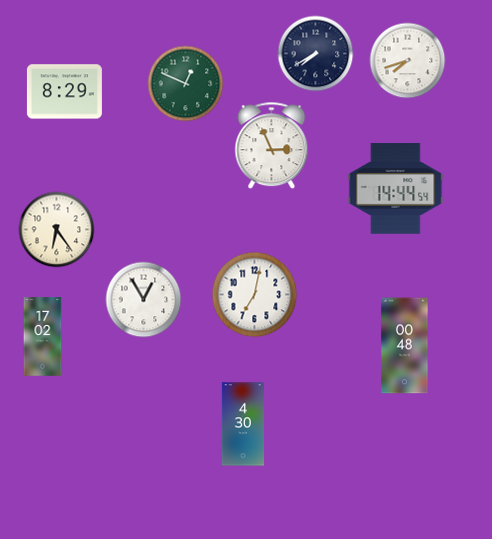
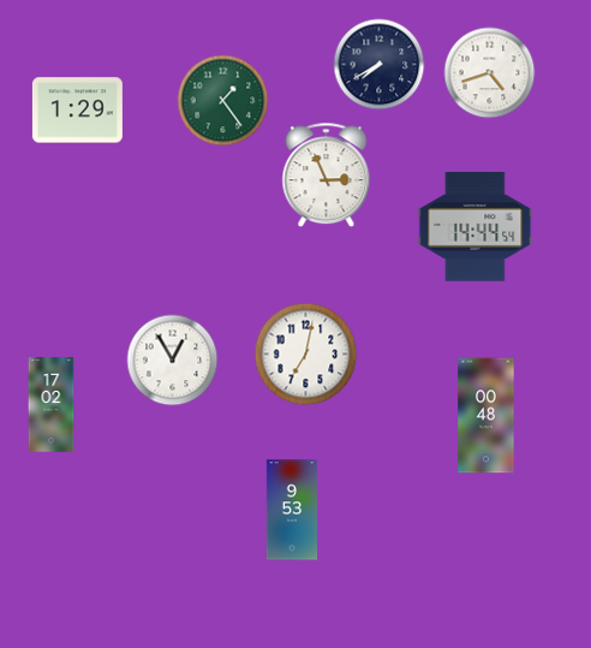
clock at (408, 61): 7:42 -> 4:42
clock at (186, 84): 12:49 -> 1:24
clock at (64, 92): 8:29 -> 1:29
clock at (57, 230): 6:24 -> none
clock at (242, 424): 4:30 -> 9:53
